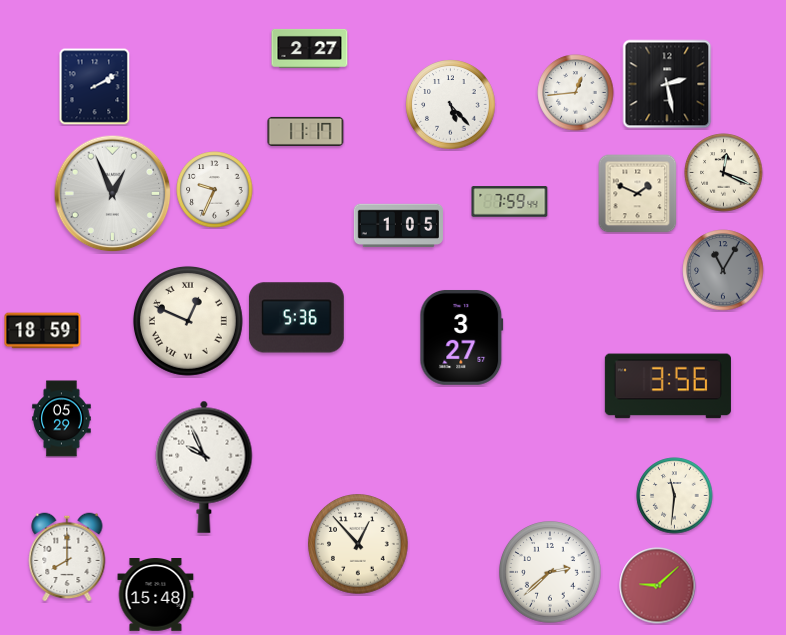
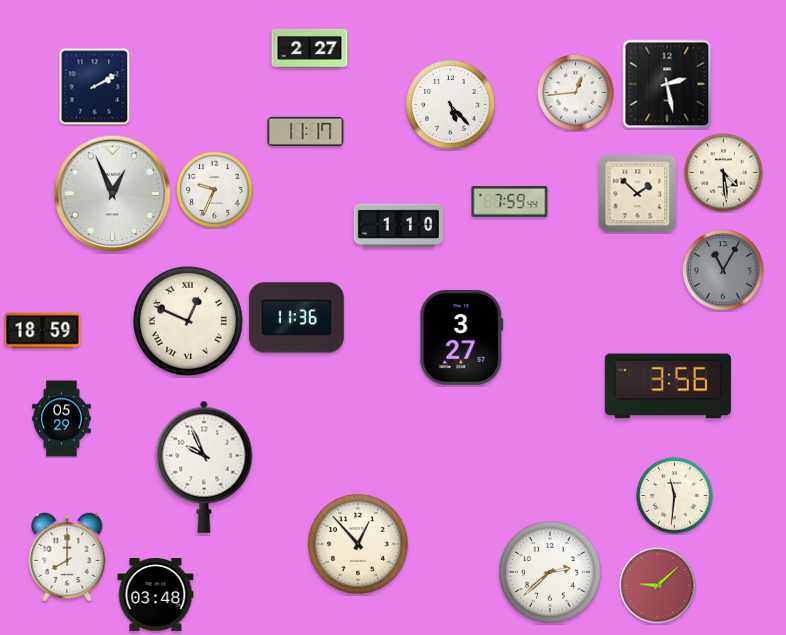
clock at (724, 173): 12:19 -> 4:29
clock at (637, 193): 1:49 -> 1:52
clock at (398, 226): 1:05 -> 1:10
clock at (296, 318): 5:36 -> 11:36
clock at (156, 595): 15:48 -> 03:48
